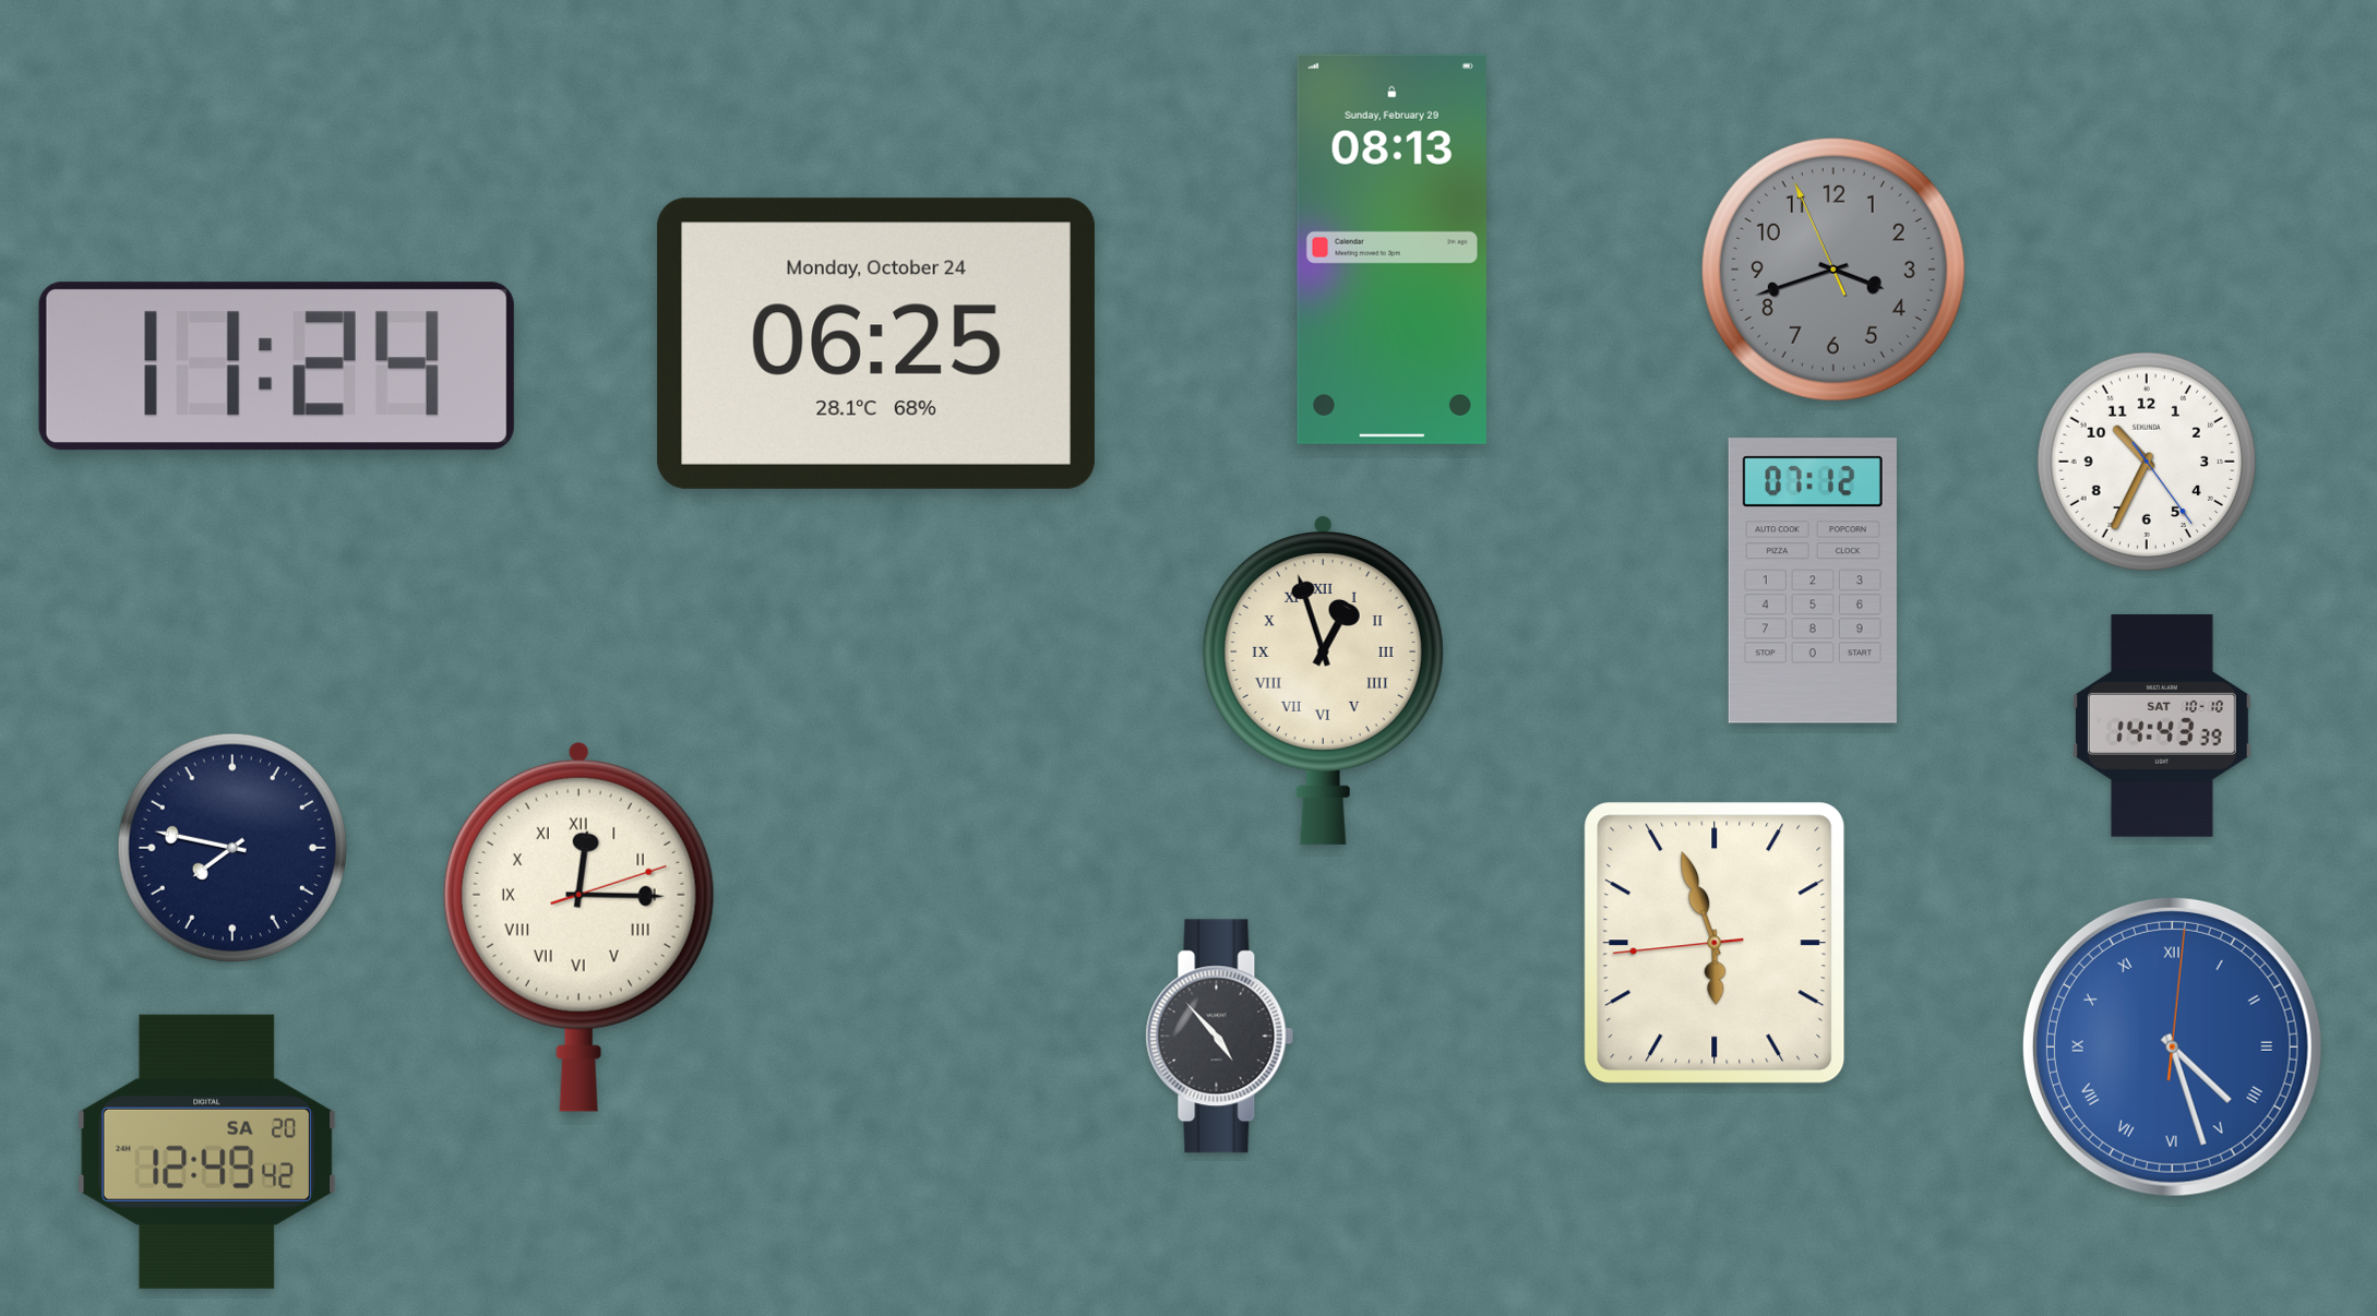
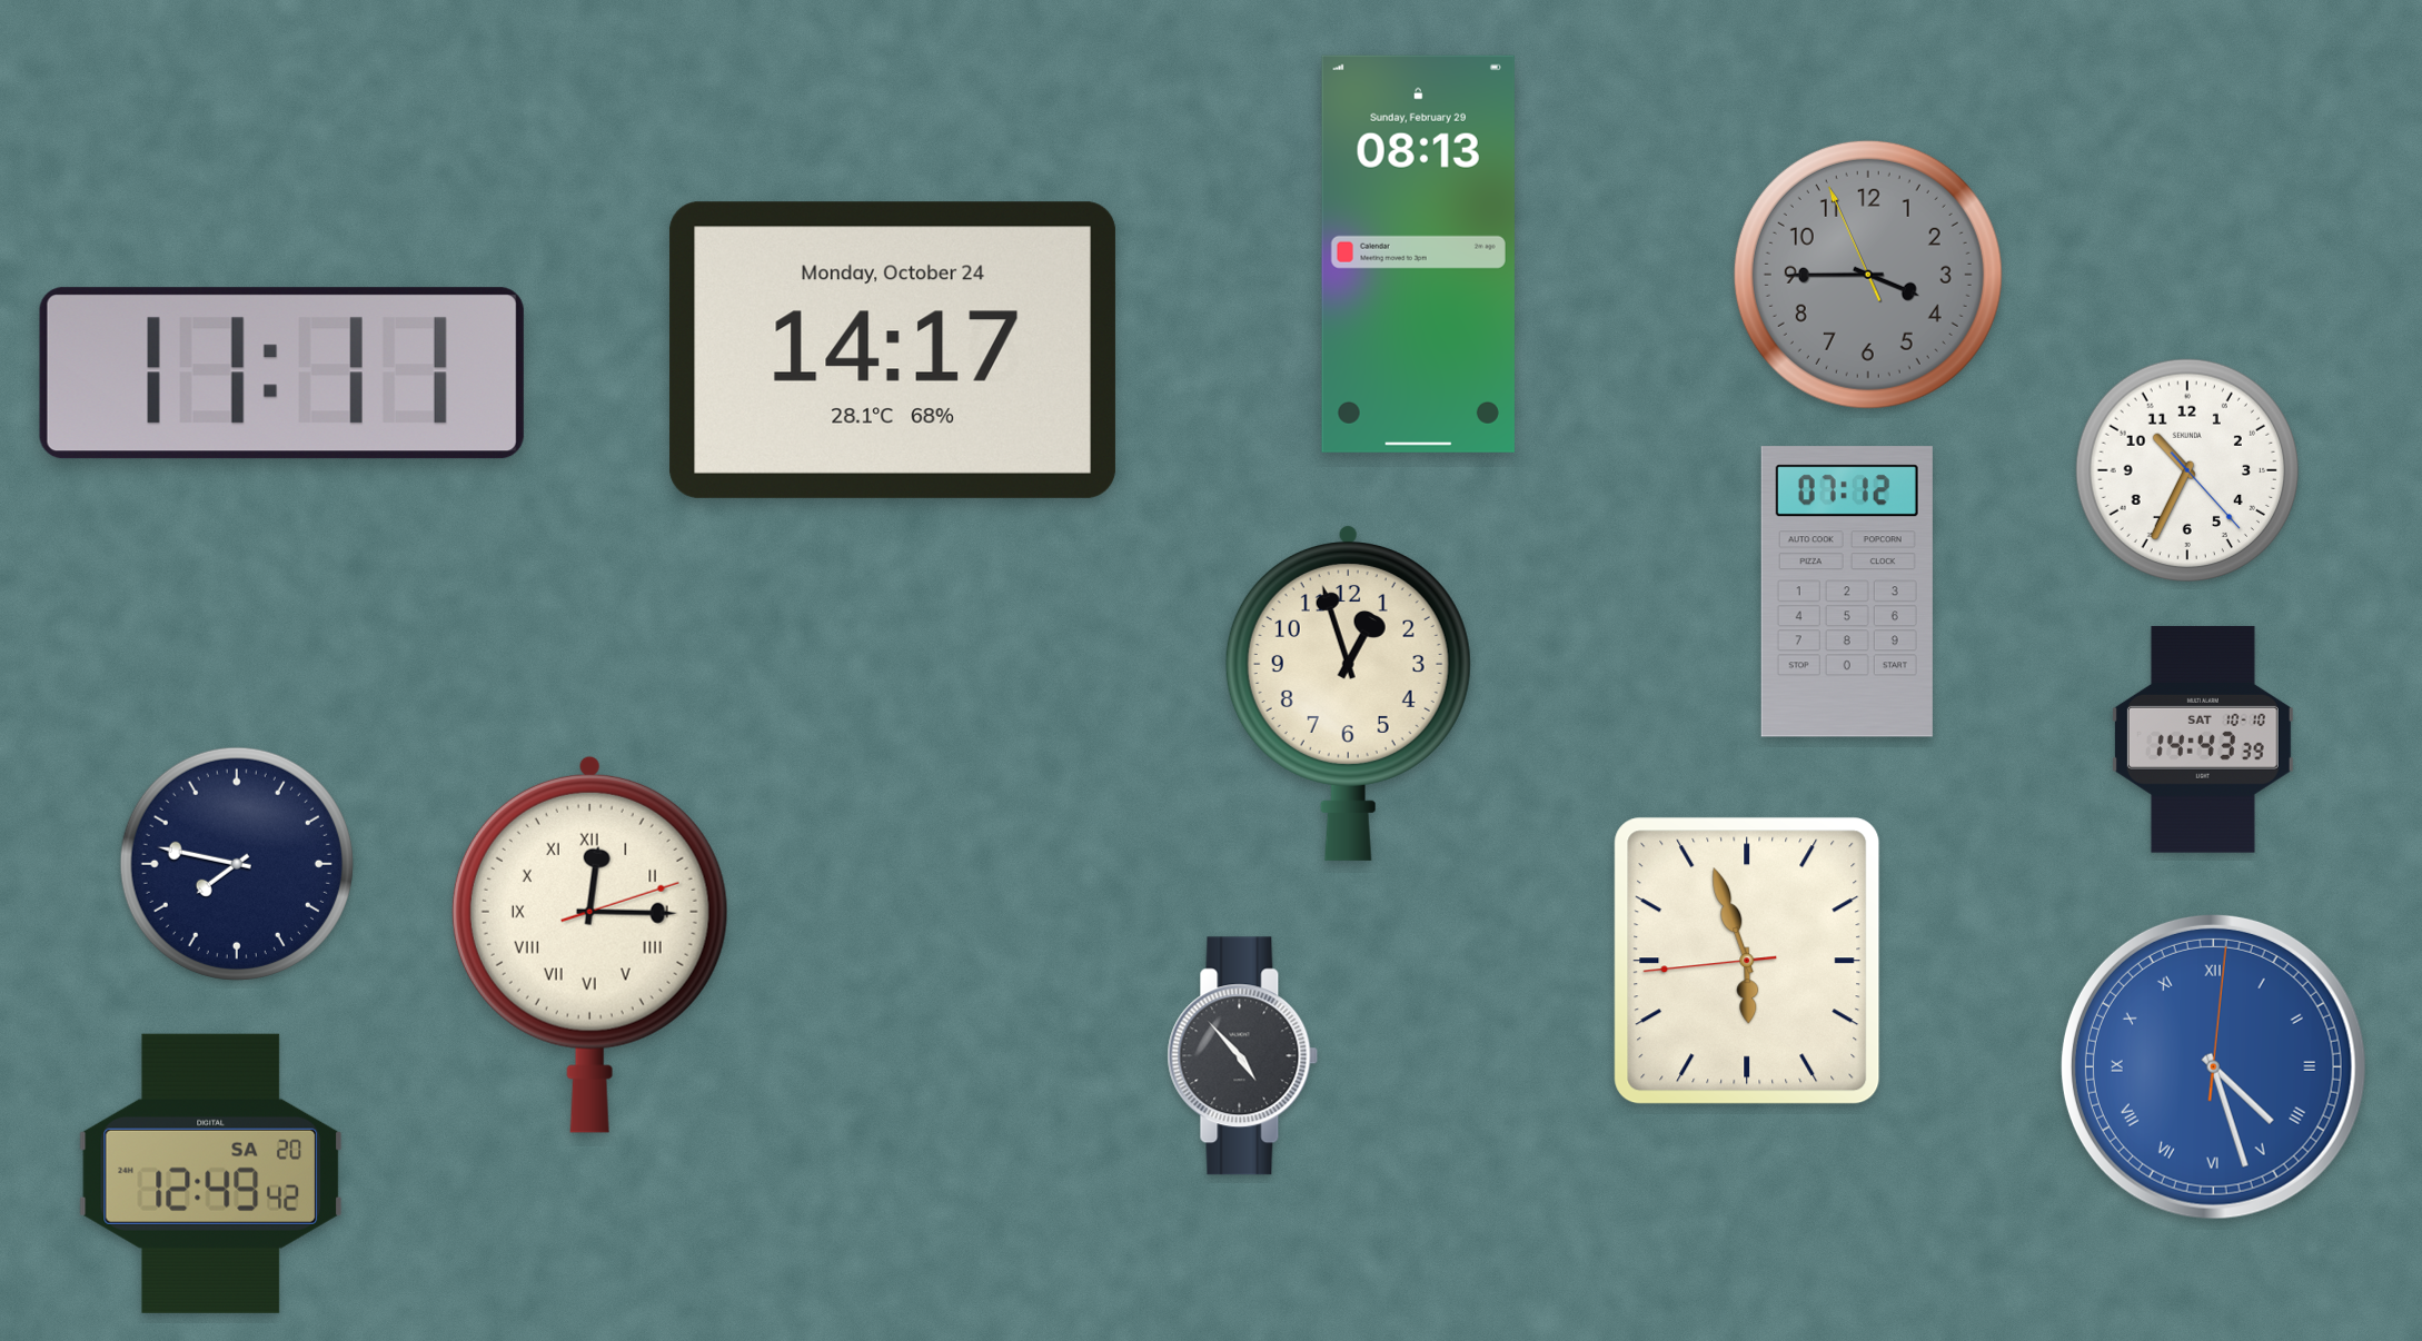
clock at (1833, 270): 3:41 -> 3:44
clock at (876, 344): 06:25 -> 14:17
clock at (276, 367): 11:24 -> 11:11
clock at (2147, 462): 10:34:24 -> 10:34:23
clock at (1323, 680) numerals: Roman -> Arabic
